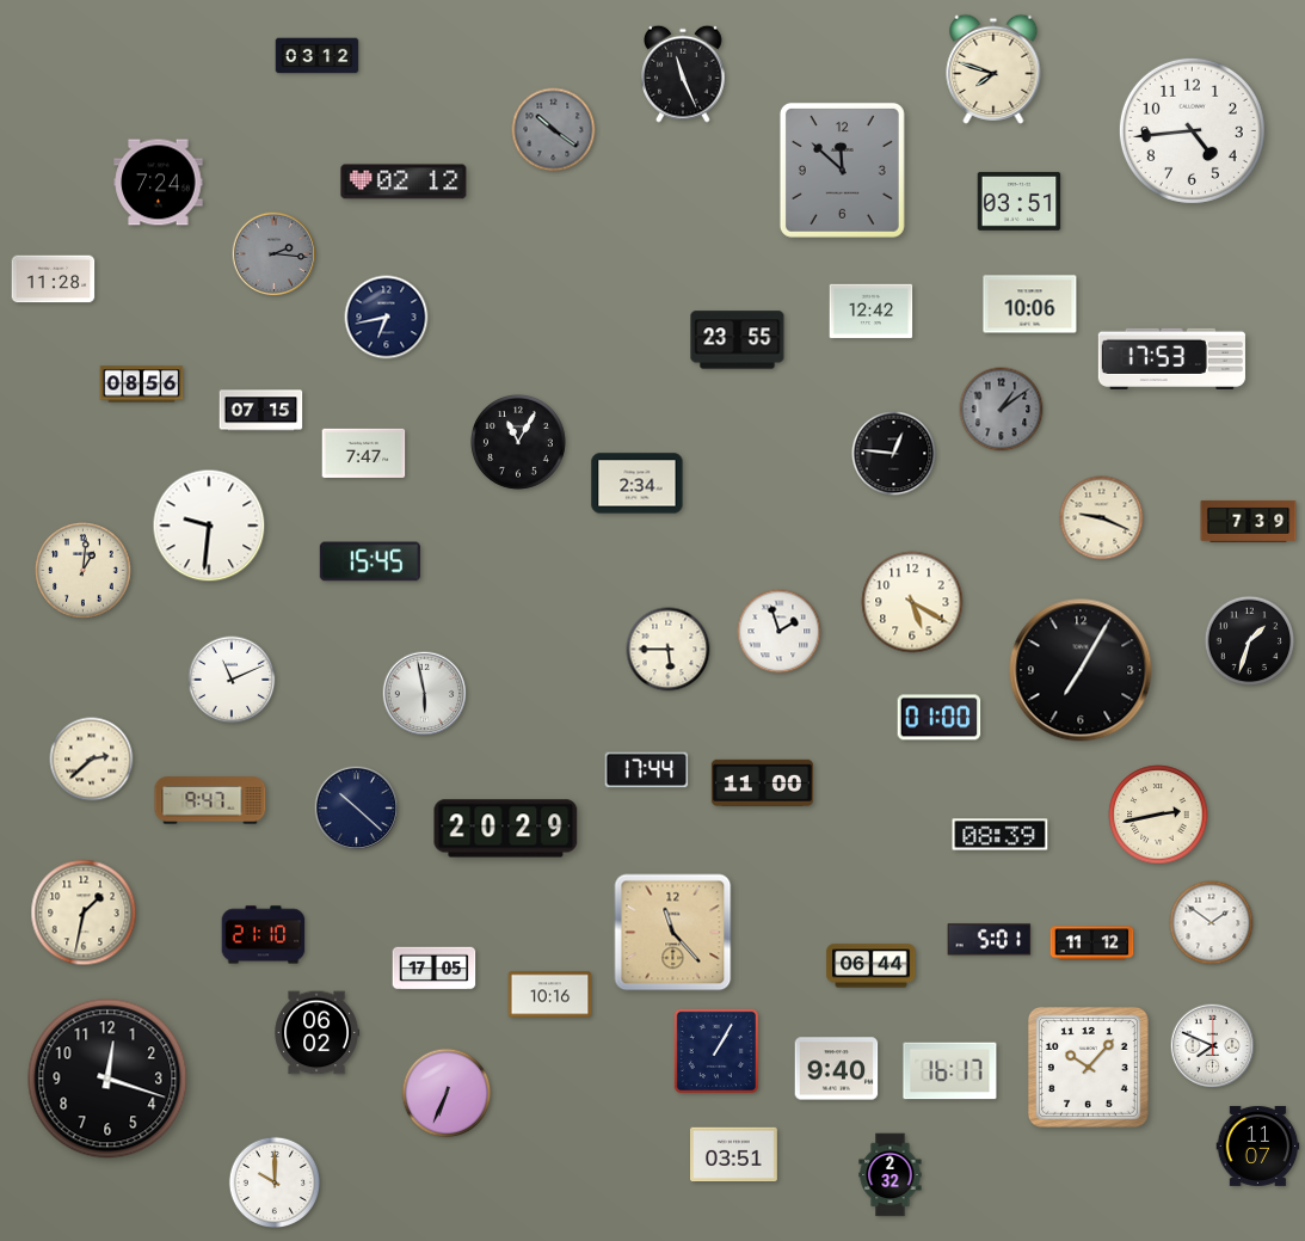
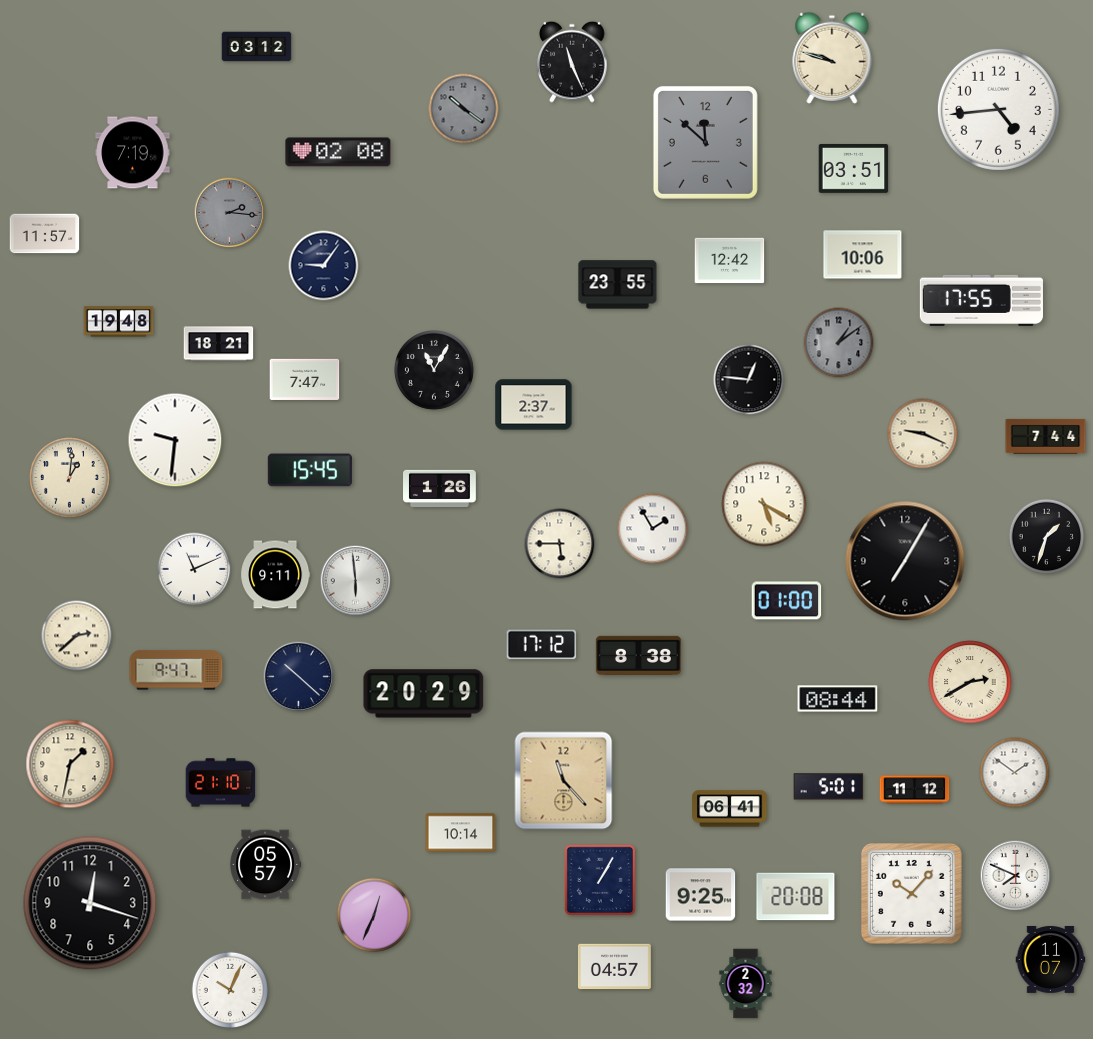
clock at (318, 56) position: (318, 56) -> (257, 47)
clock at (993, 69): 7:48 -> 9:48
clock at (404, 182): 02:12 -> 02:08
clock at (159, 183): 7:24 -> 7:19
clock at (54, 279): 11:28 -> 11:57
clock at (387, 318): 6:43 -> 9:06
clock at (1171, 358): 17:53 -> 17:55
clock at (142, 385): 08:56 -> 19:48
clock at (261, 411): 07:15 -> 18:21
clock at (638, 484): 2:34 -> 2:37
clock at (1249, 521): 7:39 -> 7:44
clock at (440, 488): none -> 1:26
clock at (780, 632): 1:57 -> 1:55
clock at (276, 575): none -> 9:11
clock at (425, 694): 5:58 -> 5:59
clock at (647, 770): 17:44 -> 17:12
clock at (762, 782): 11:00 -> 8:38
clock at (1158, 815): 2:43 -> 2:40
clock at (1001, 835): 08:39 -> 08:44
clock at (872, 966): 06:44 -> 06:41
clock at (435, 969): 17:05 -> none
clock at (550, 995): 10:16 -> 10:14
clock at (316, 1033): 06:02 -> 05:57
clock at (837, 1069): 9:40 -> 9:25
clock at (950, 1071): 16:17 -> 20:08
clock at (447, 1093): 6:34 -> 12:34
clock at (1258, 1145) position: (1258, 1145) -> (1051, 959)
clock at (734, 1155): 03:51 -> 04:57
clock at (273, 1181): 10:00 -> 10:04
